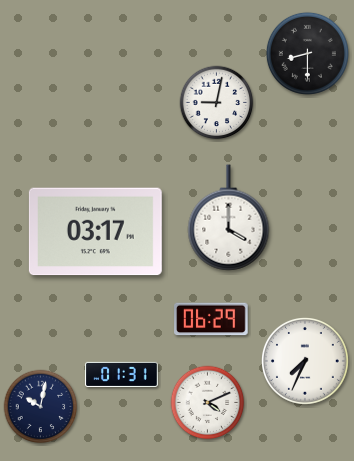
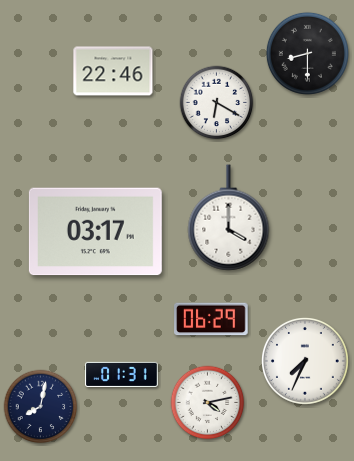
clock at (113, 71): none -> 22:46
clock at (217, 103): 9:02 -> 6:20
clock at (208, 403): 4:11 -> 4:13
clock at (41, 407): 10:02 -> 8:02
